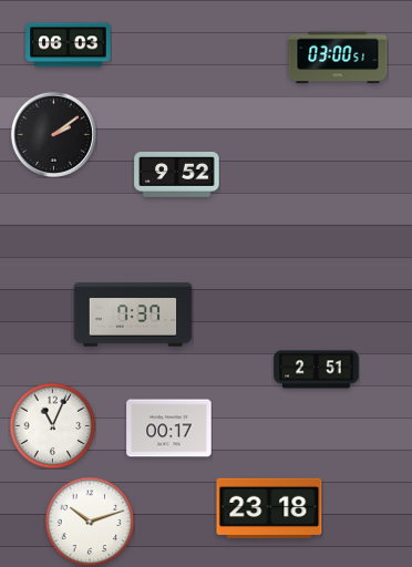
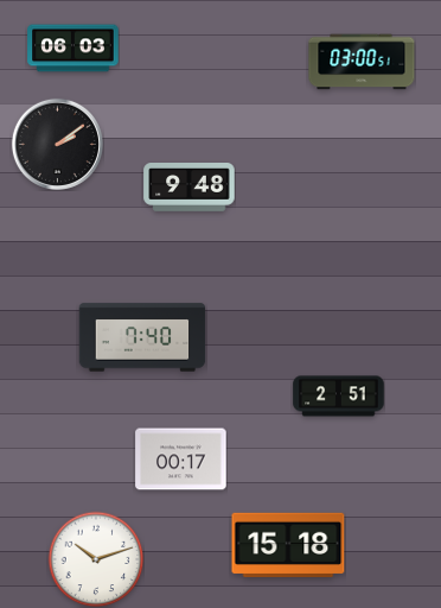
clock at (177, 175): 9:52 -> 9:48
clock at (133, 315): 7:37 -> 7:40
clock at (52, 425): 11:04 -> none
clock at (269, 508): 23:18 -> 15:18
